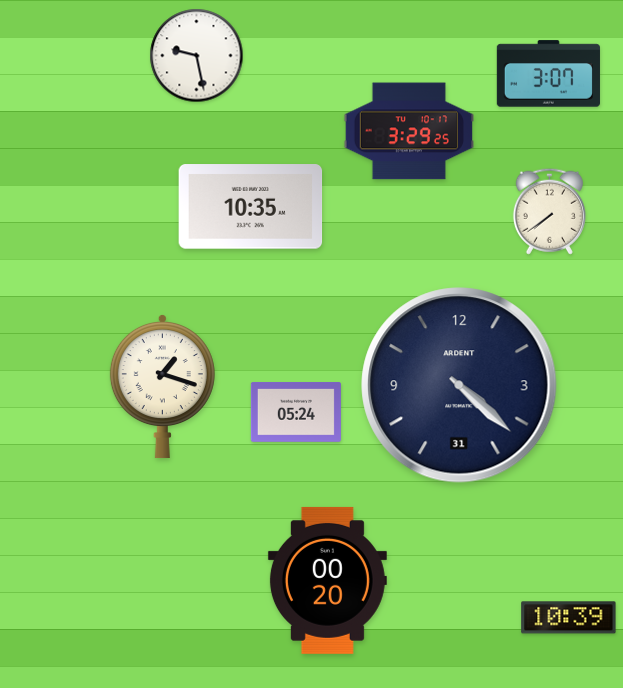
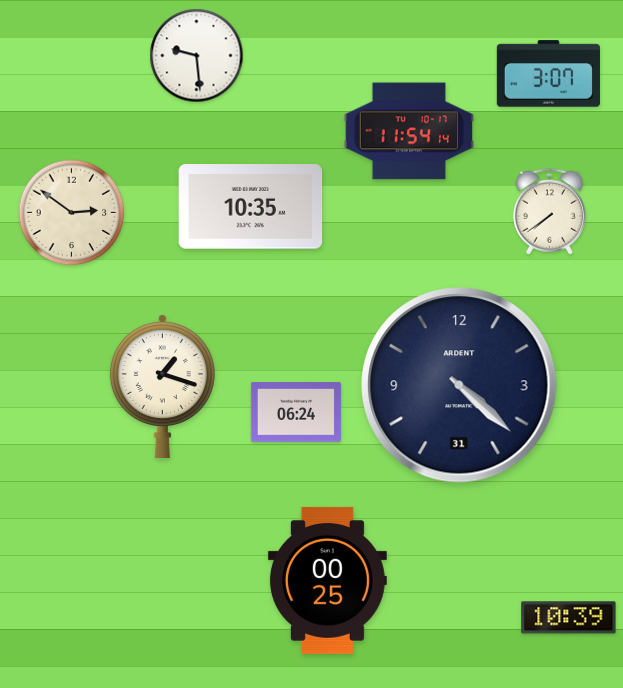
clock at (197, 56): 9:28 -> 9:29
clock at (408, 131): 3:29 -> 11:54
clock at (72, 213): none -> 2:51
clock at (296, 413): 05:24 -> 06:24
clock at (327, 580): 00:20 -> 00:25
